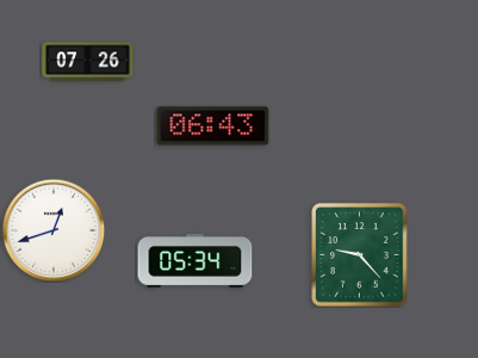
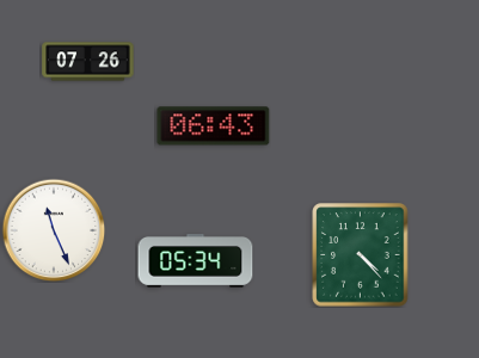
clock at (54, 230): 12:42 -> 11:26
clock at (360, 255): 9:23 -> 4:23
